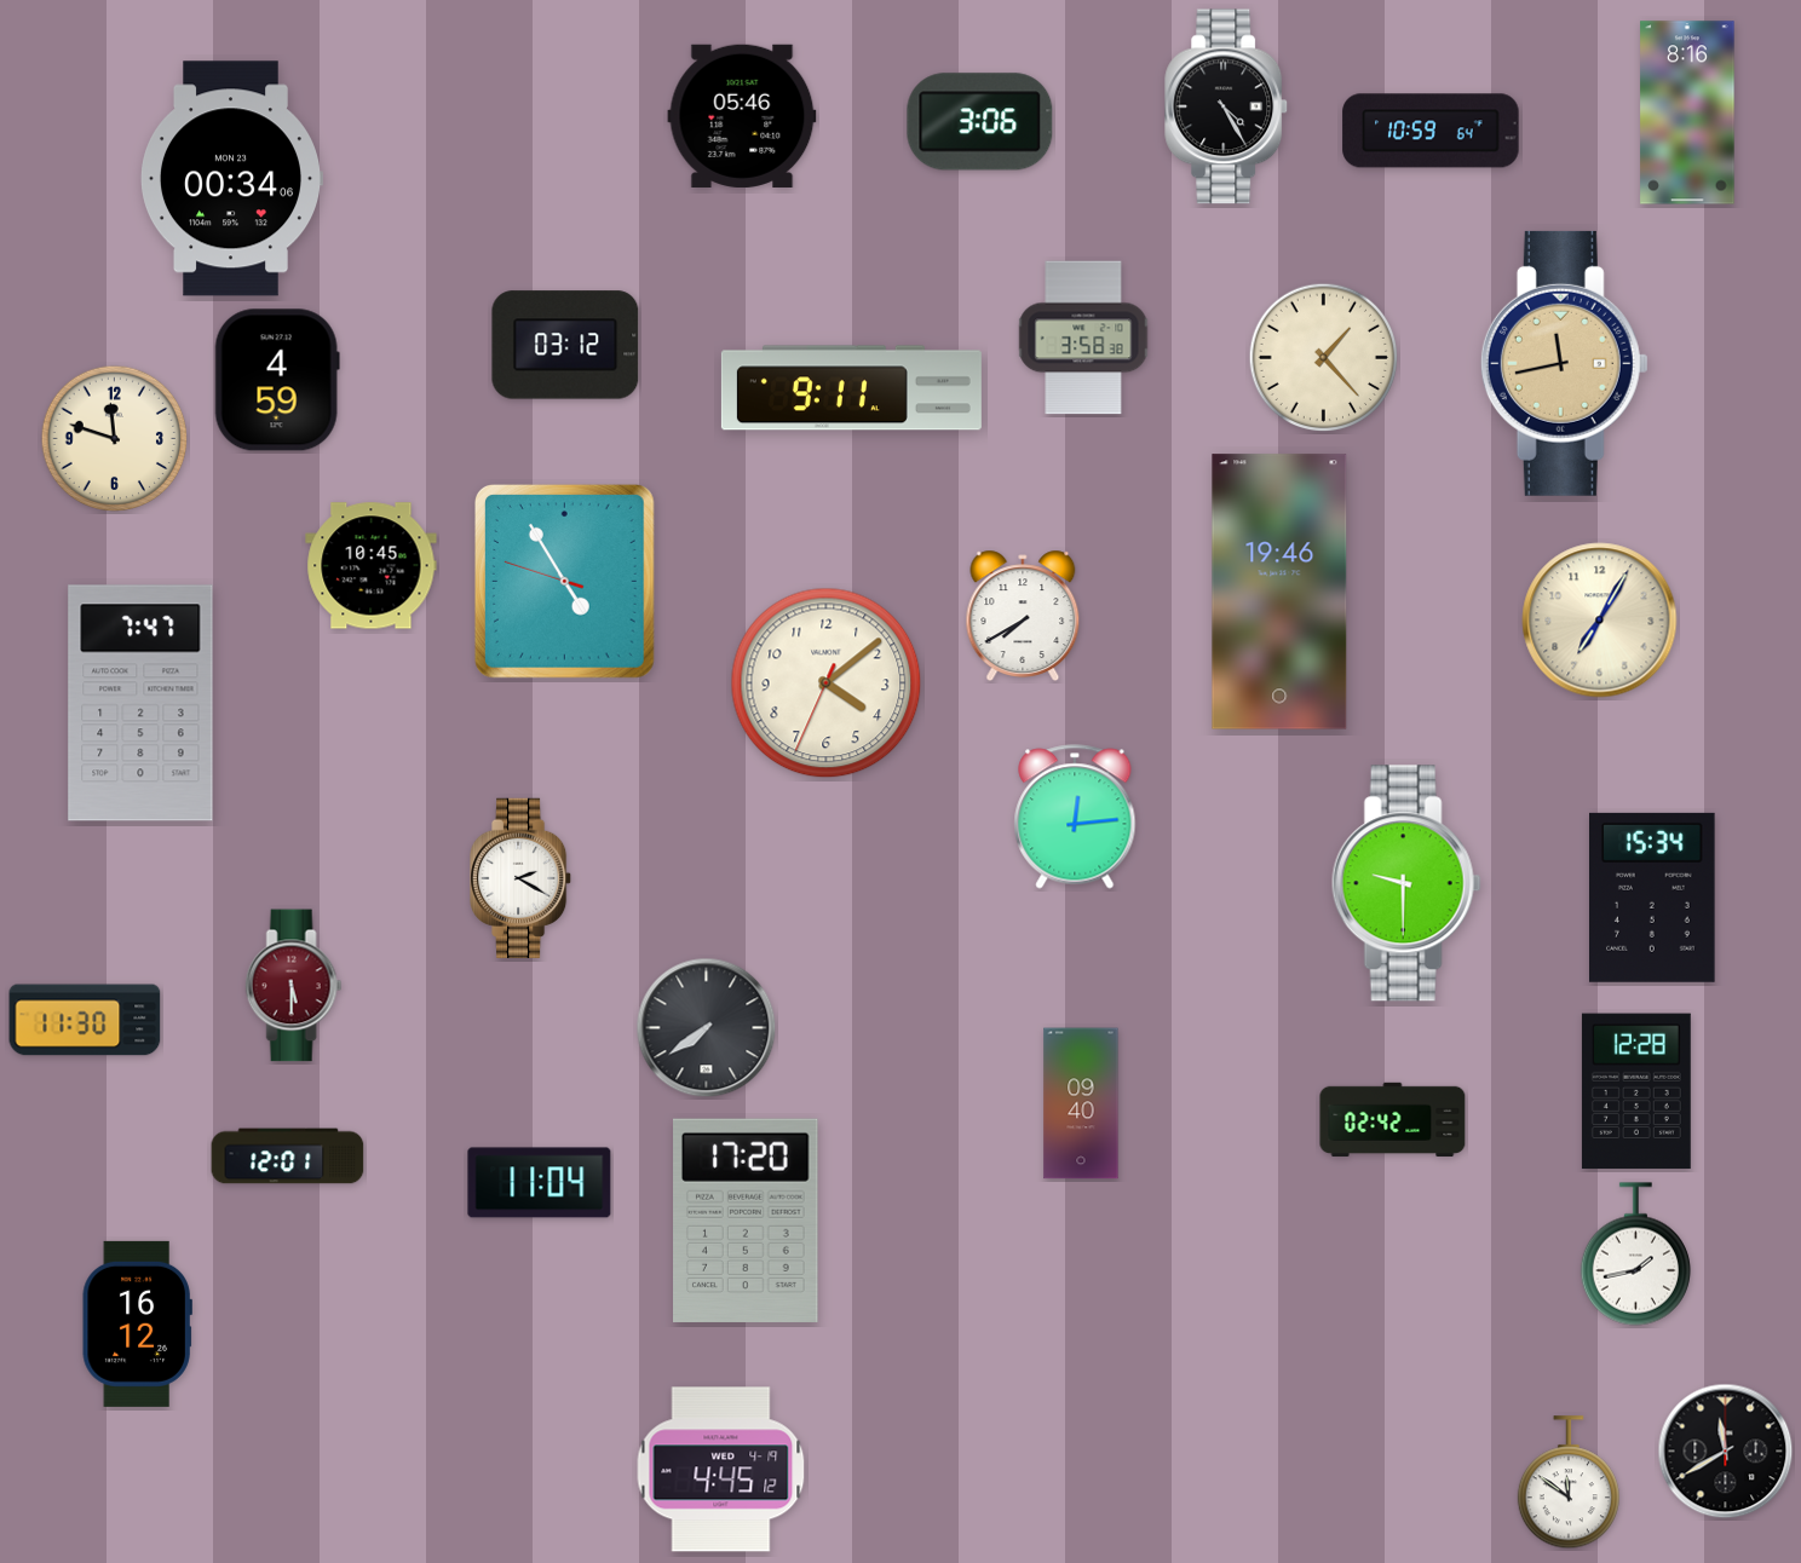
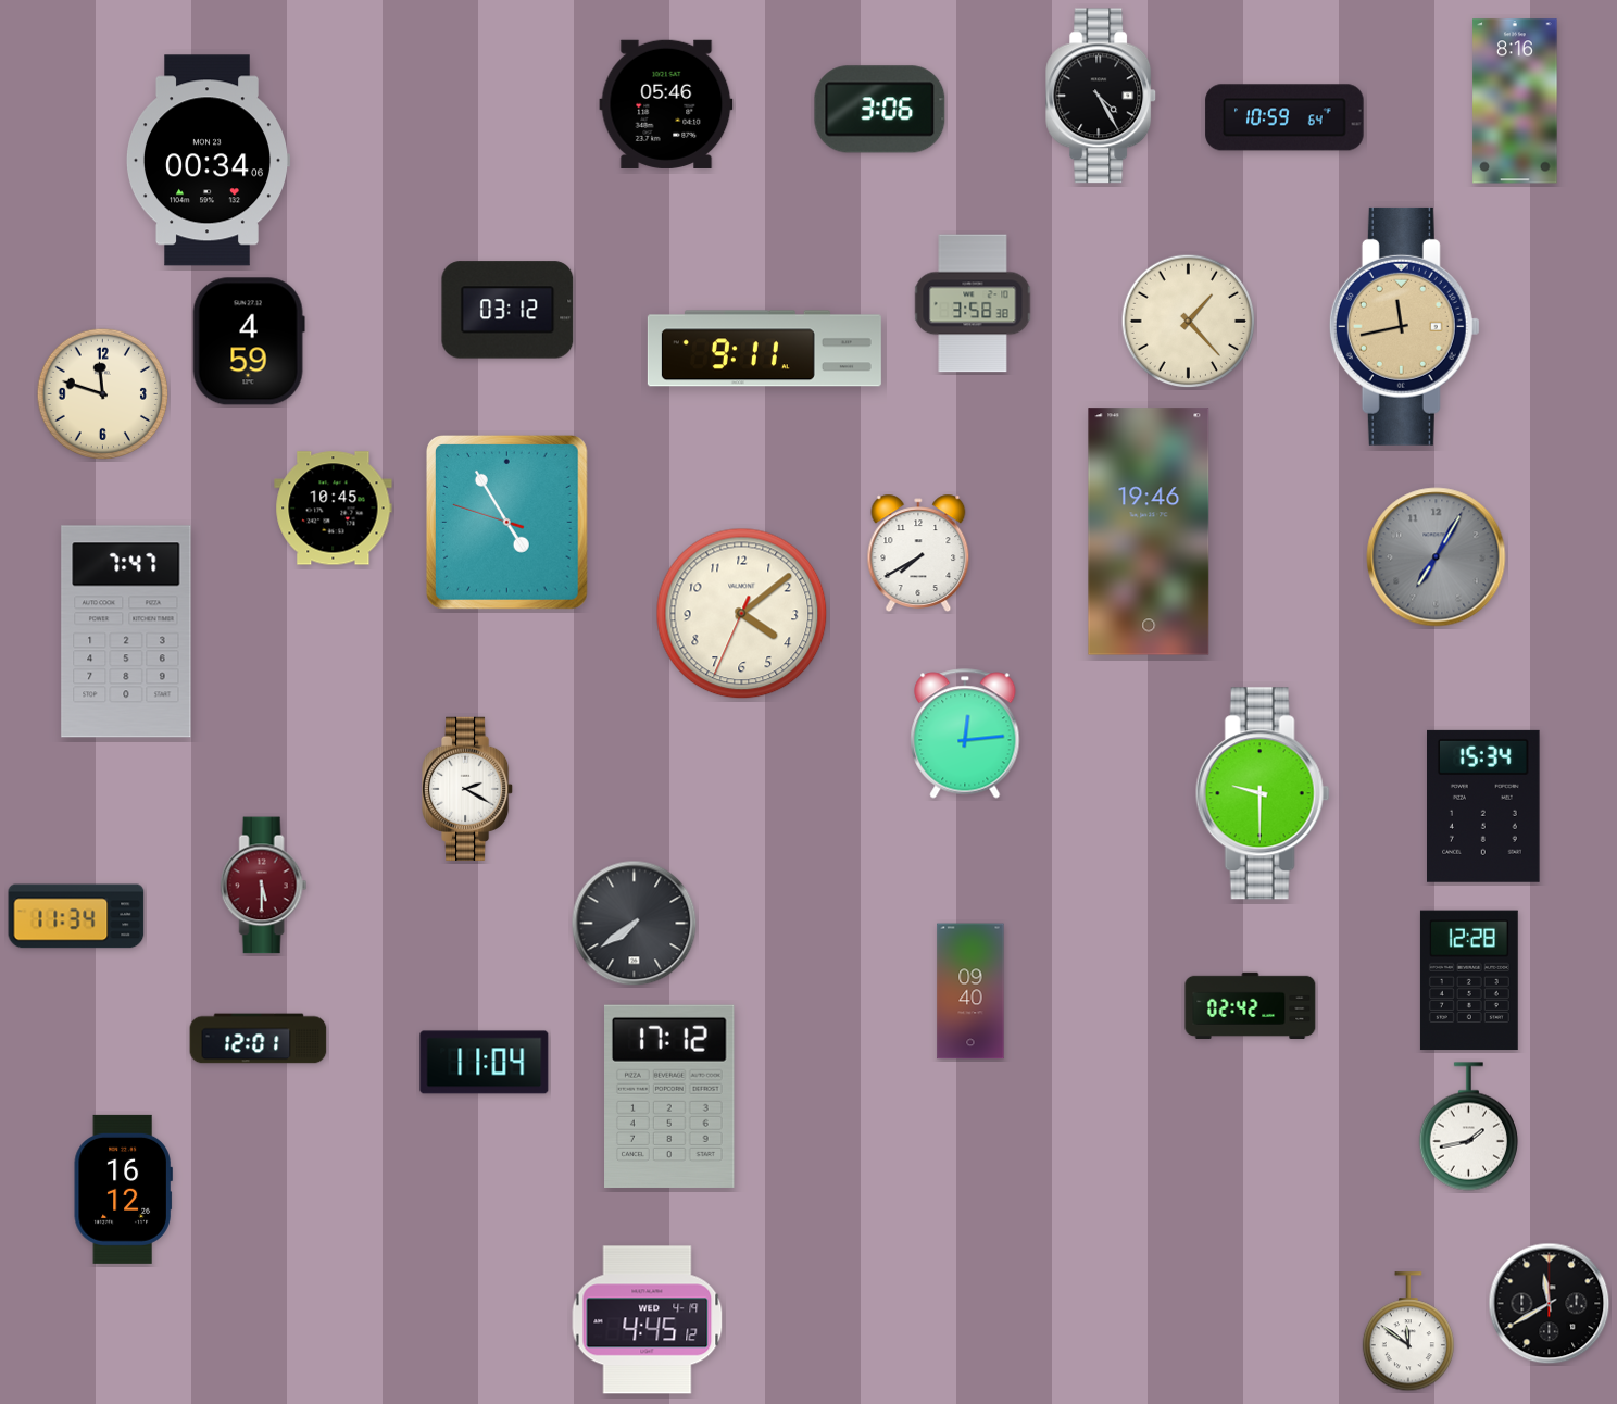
clock at (1600, 621) dial: cream -> grey
clock at (85, 1020): 11:30 -> 11:34
clock at (747, 1221): 17:20 -> 17:12
